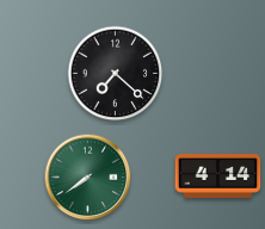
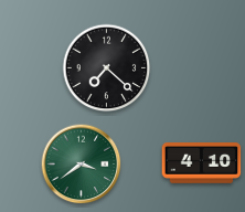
clock at (218, 177): 4:14 -> 4:10
clock at (88, 178): 7:39 -> 3:39
